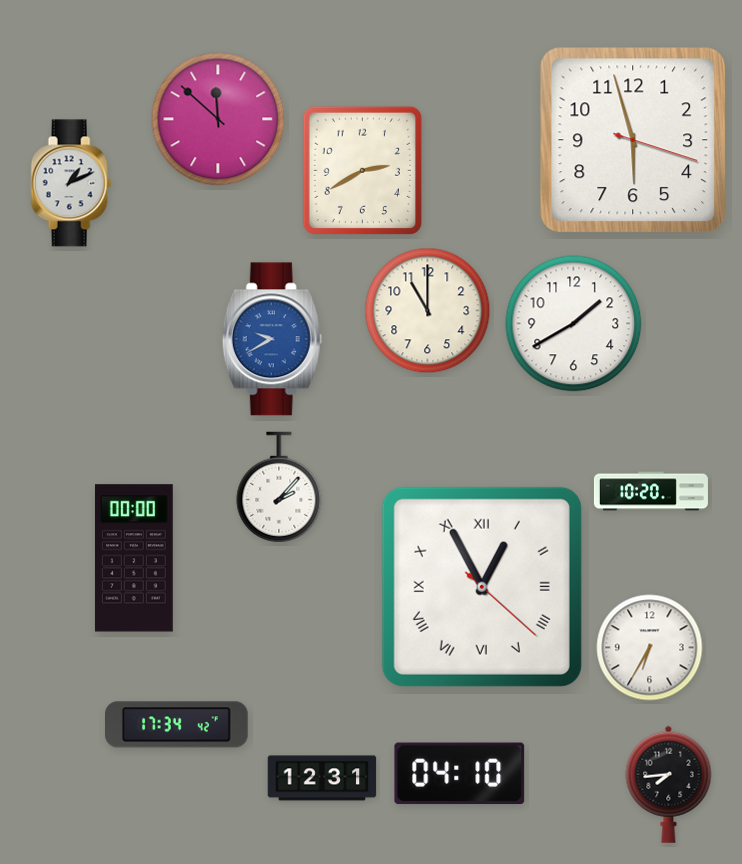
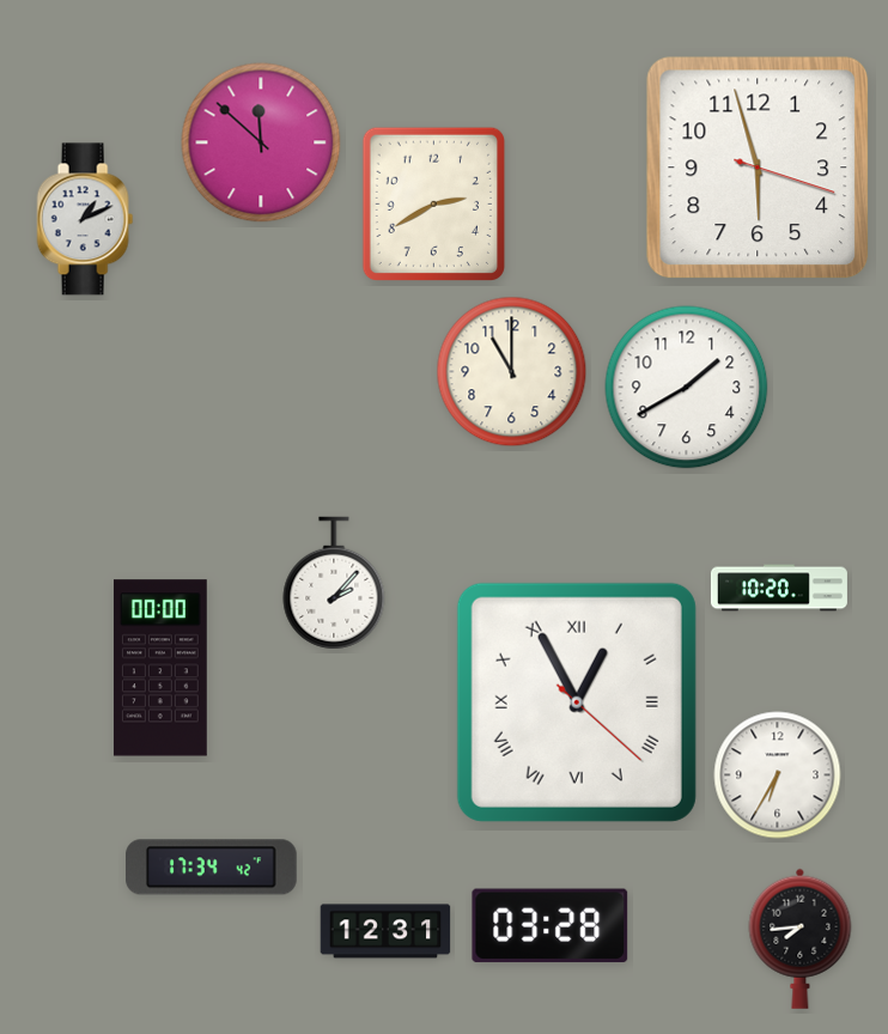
clock at (272, 339): 9:40 -> none
clock at (460, 774): 04:10 -> 03:28
